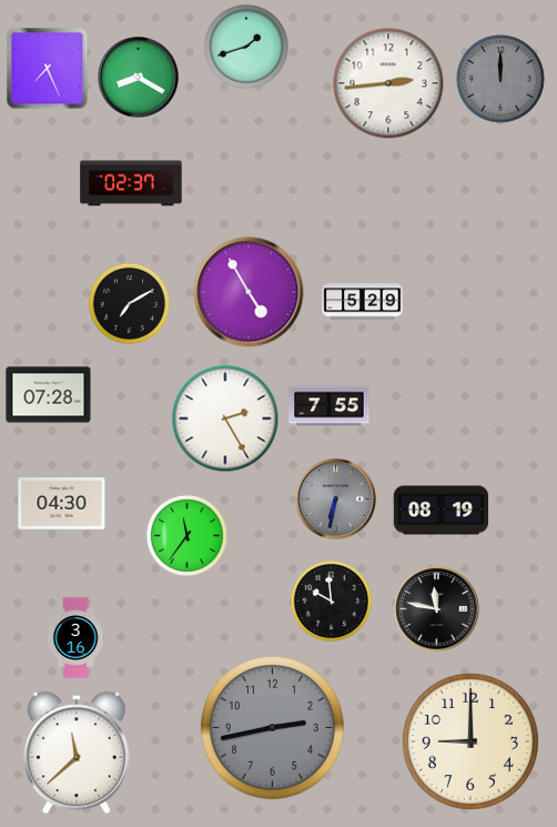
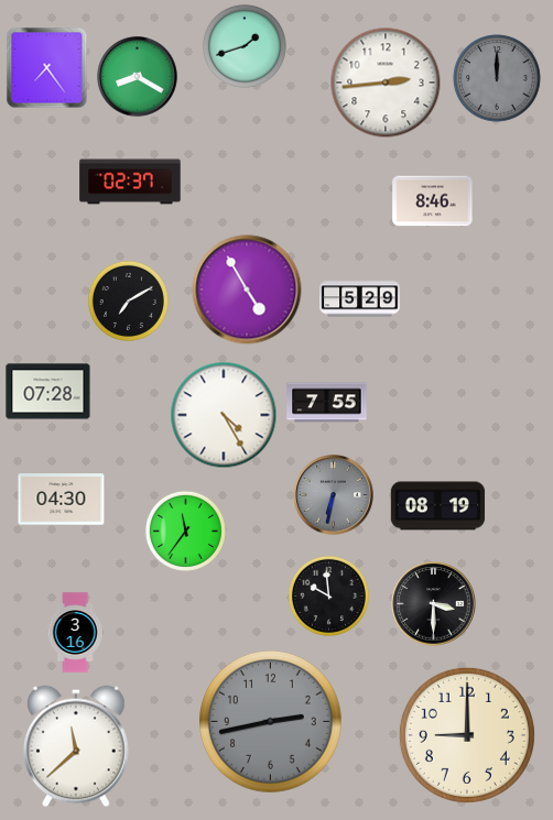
clock at (48, 69): 7:26 -> 7:24
clock at (433, 201): none -> 8:46
clock at (225, 418): 2:25 -> 4:25
clock at (437, 609): 11:47 -> 3:30
